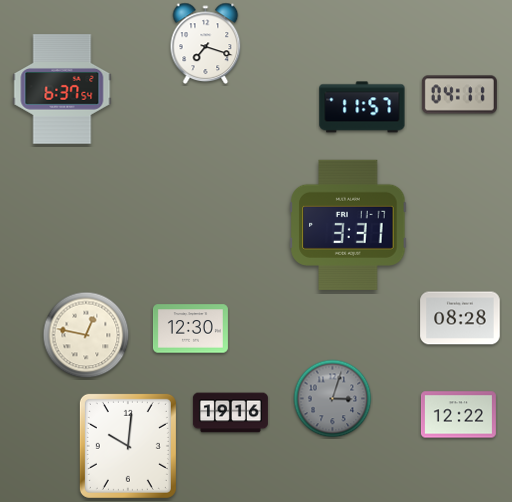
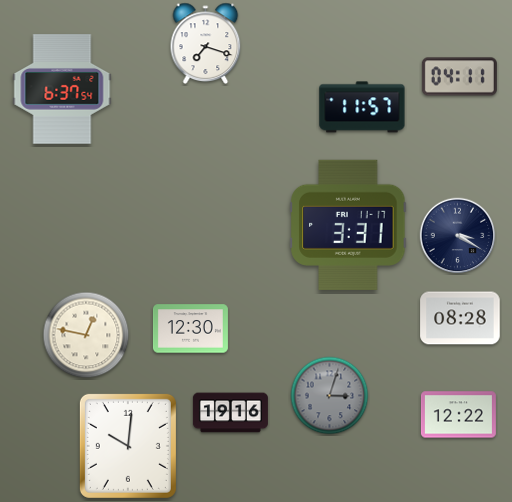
clock at (459, 95) position: (459, 95) -> (459, 77)
clock at (458, 236): none -> 3:20
clock at (333, 399) position: (333, 399) -> (330, 396)
